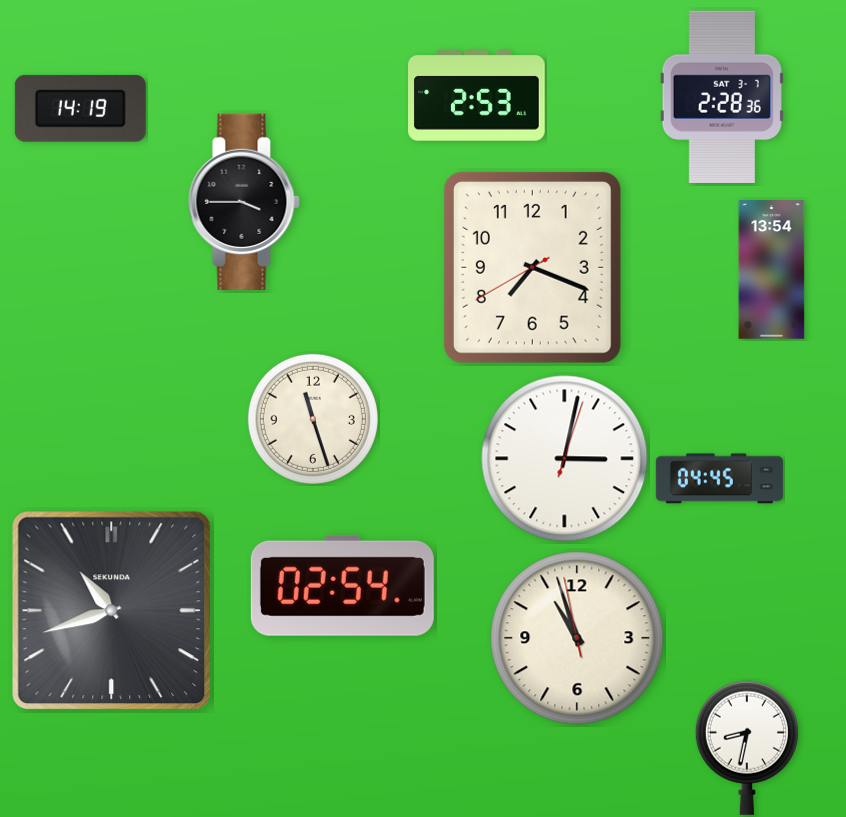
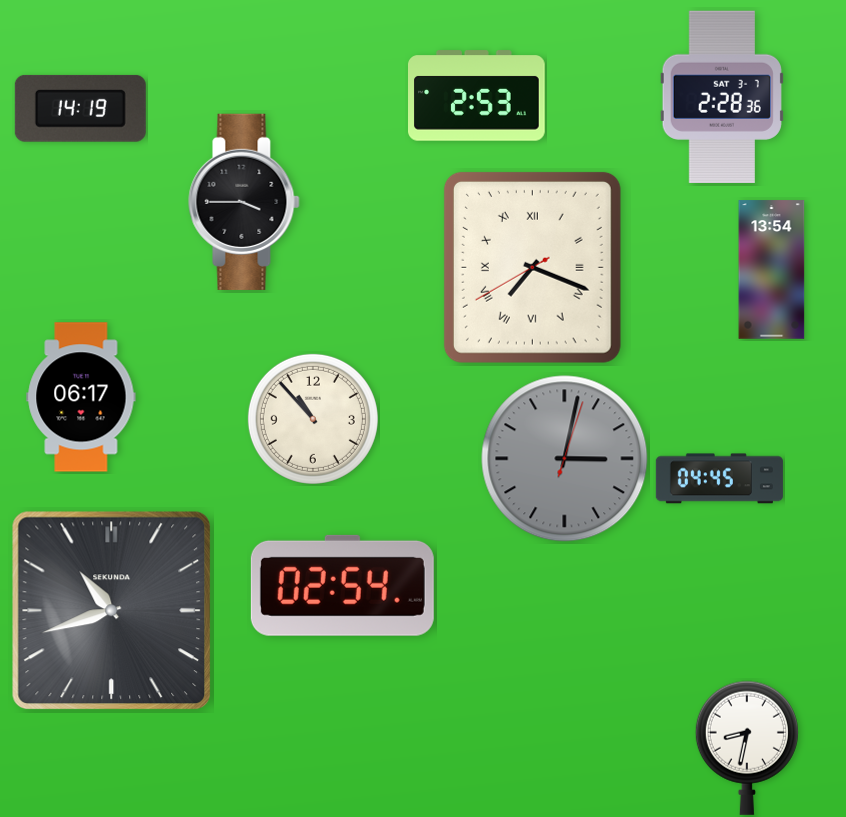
clock at (532, 267) numerals: Arabic -> Roman
clock at (81, 397): none -> 06:17
clock at (313, 419): 11:27 -> 10:53
clock at (565, 459) dial: white -> grey
clock at (577, 638): 10:56 -> none
